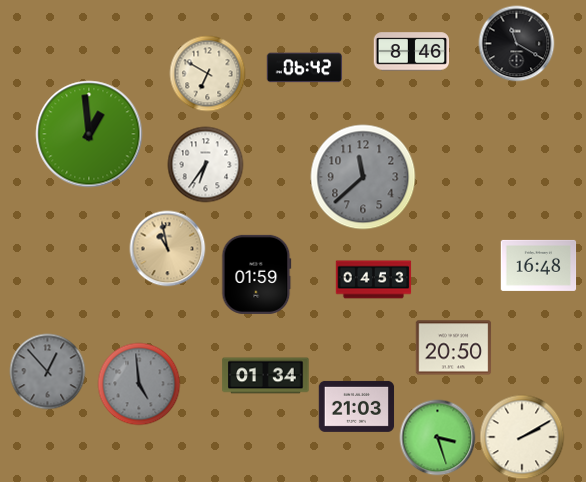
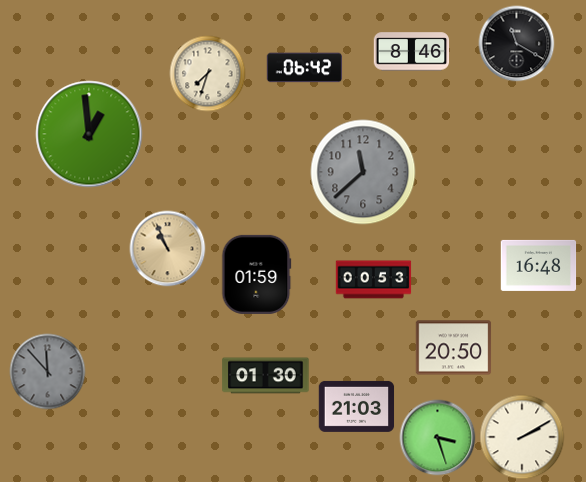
clock at (208, 74): 6:50 -> 7:33
clock at (206, 165): 6:36 -> none
clock at (363, 177) position: (363, 177) -> (363, 172)
clock at (168, 249): 10:58 -> 10:56
clock at (374, 280): 04:53 -> 00:53
clock at (48, 372): 12:53 -> 11:53
clock at (266, 376): 01:34 -> 01:30
clock at (139, 384): 4:59 -> none
